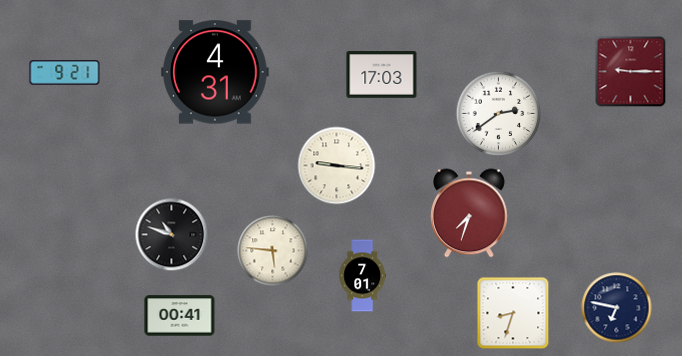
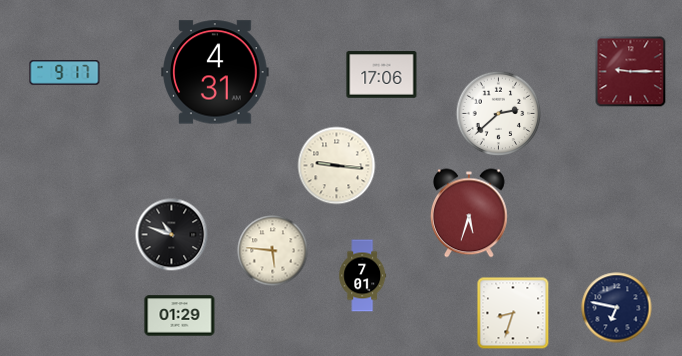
clock at (65, 73): 9:21 -> 9:17
clock at (382, 75): 17:03 -> 17:06
clock at (499, 114): 2:39 -> 2:38
clock at (469, 213): 7:33 -> 5:33
clock at (180, 316): 00:41 -> 01:29
